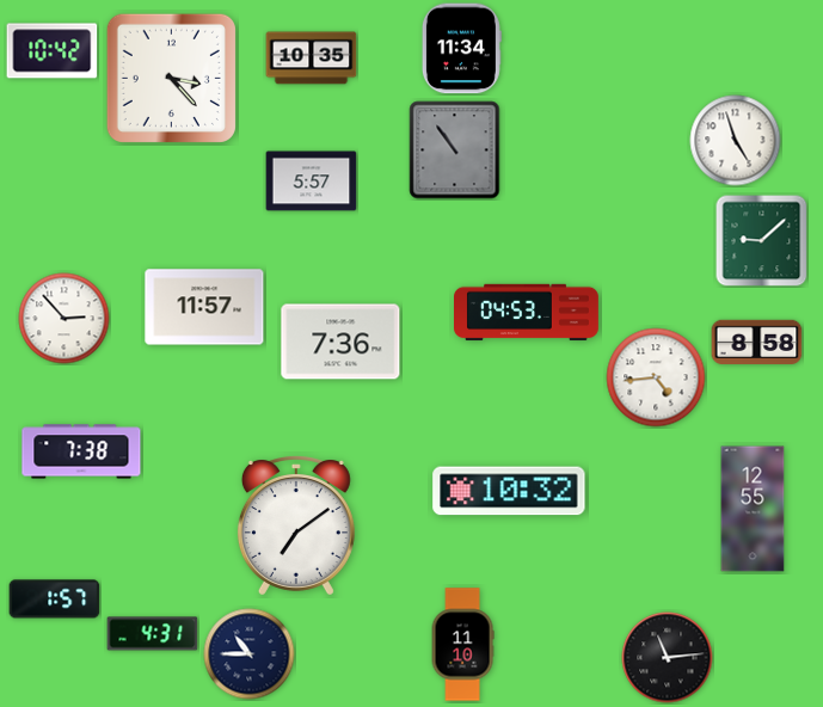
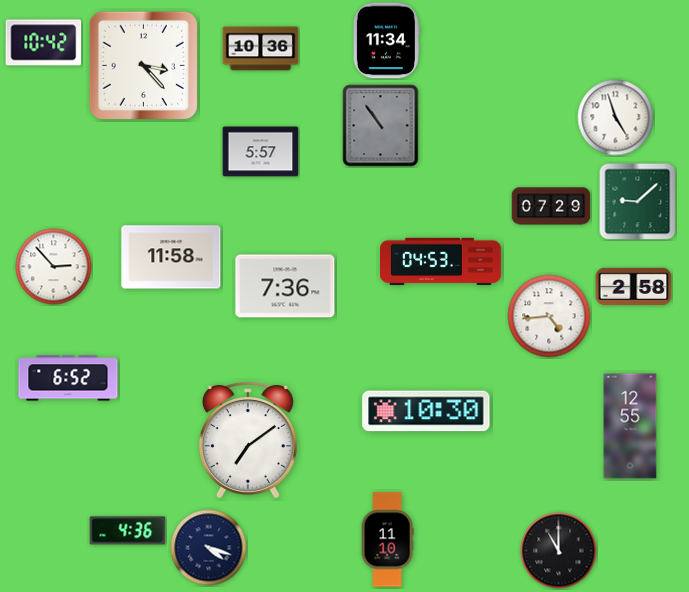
clock at (312, 59): 10:35 -> 10:36
clock at (551, 206): none -> 07:29
clock at (204, 307): 11:57 -> 11:58
clock at (757, 342): 8:58 -> 2:58
clock at (81, 451): 7:38 -> 6:52
clock at (509, 491): 10:32 -> 10:30
clock at (55, 600): 1:57 -> none
clock at (153, 634): 4:31 -> 4:36
clock at (250, 654): 10:45 -> 4:18
clock at (668, 658): 11:14 -> 11:00
